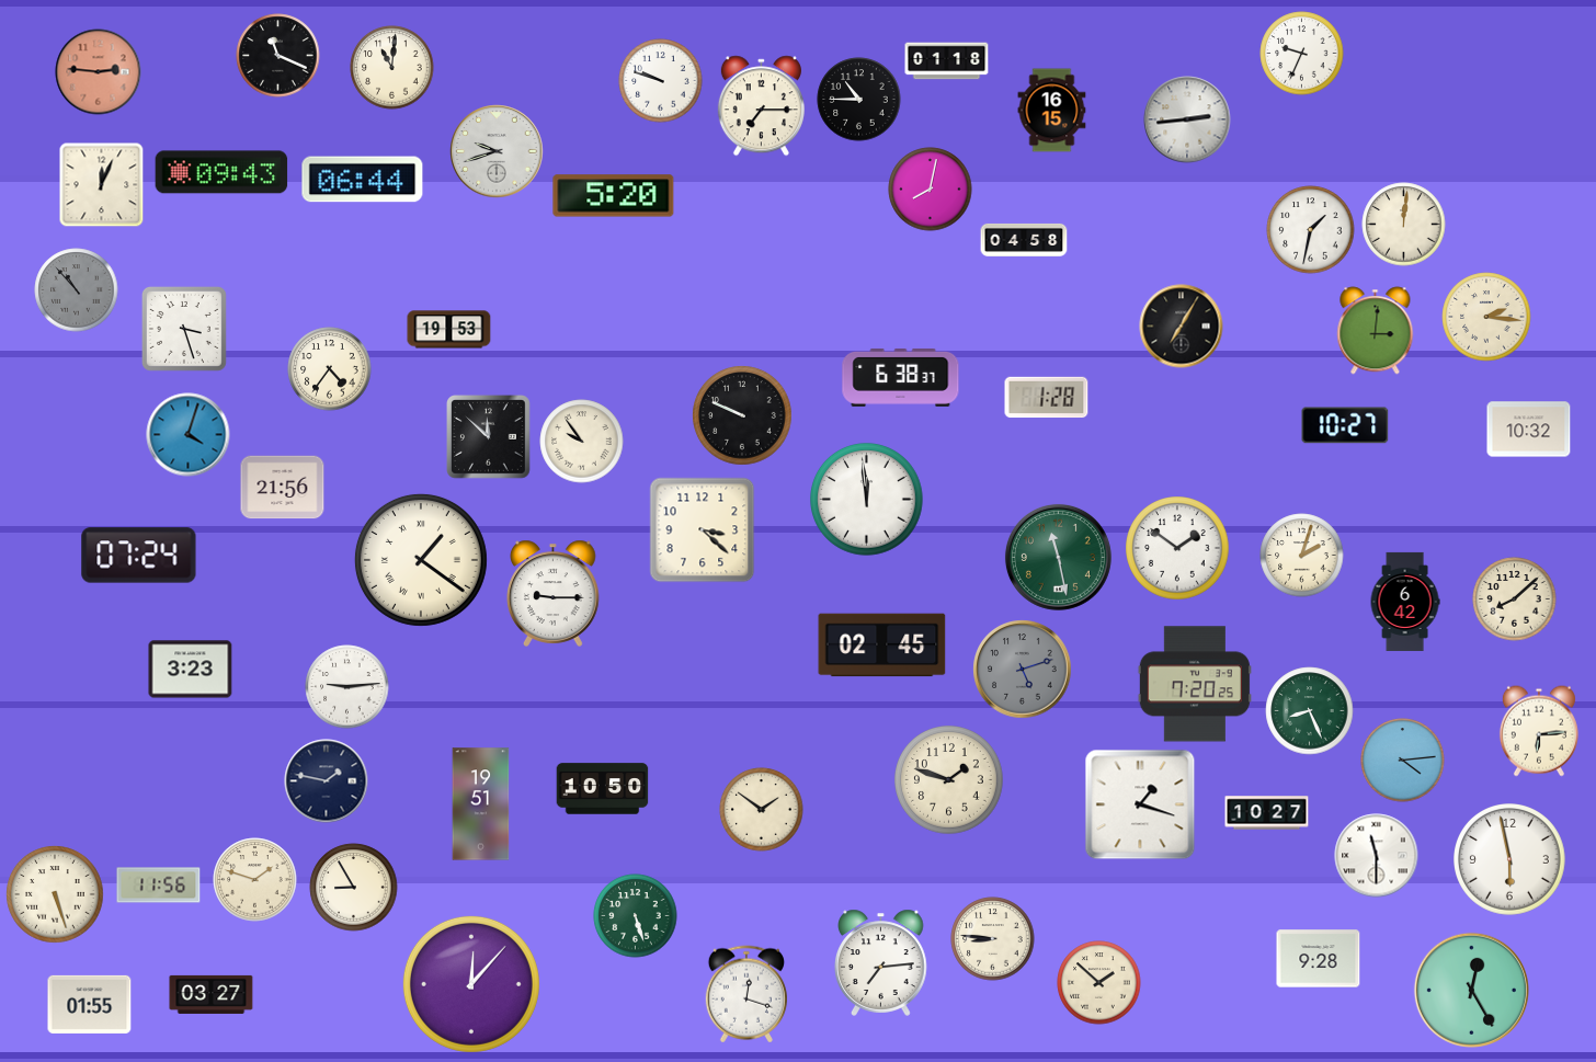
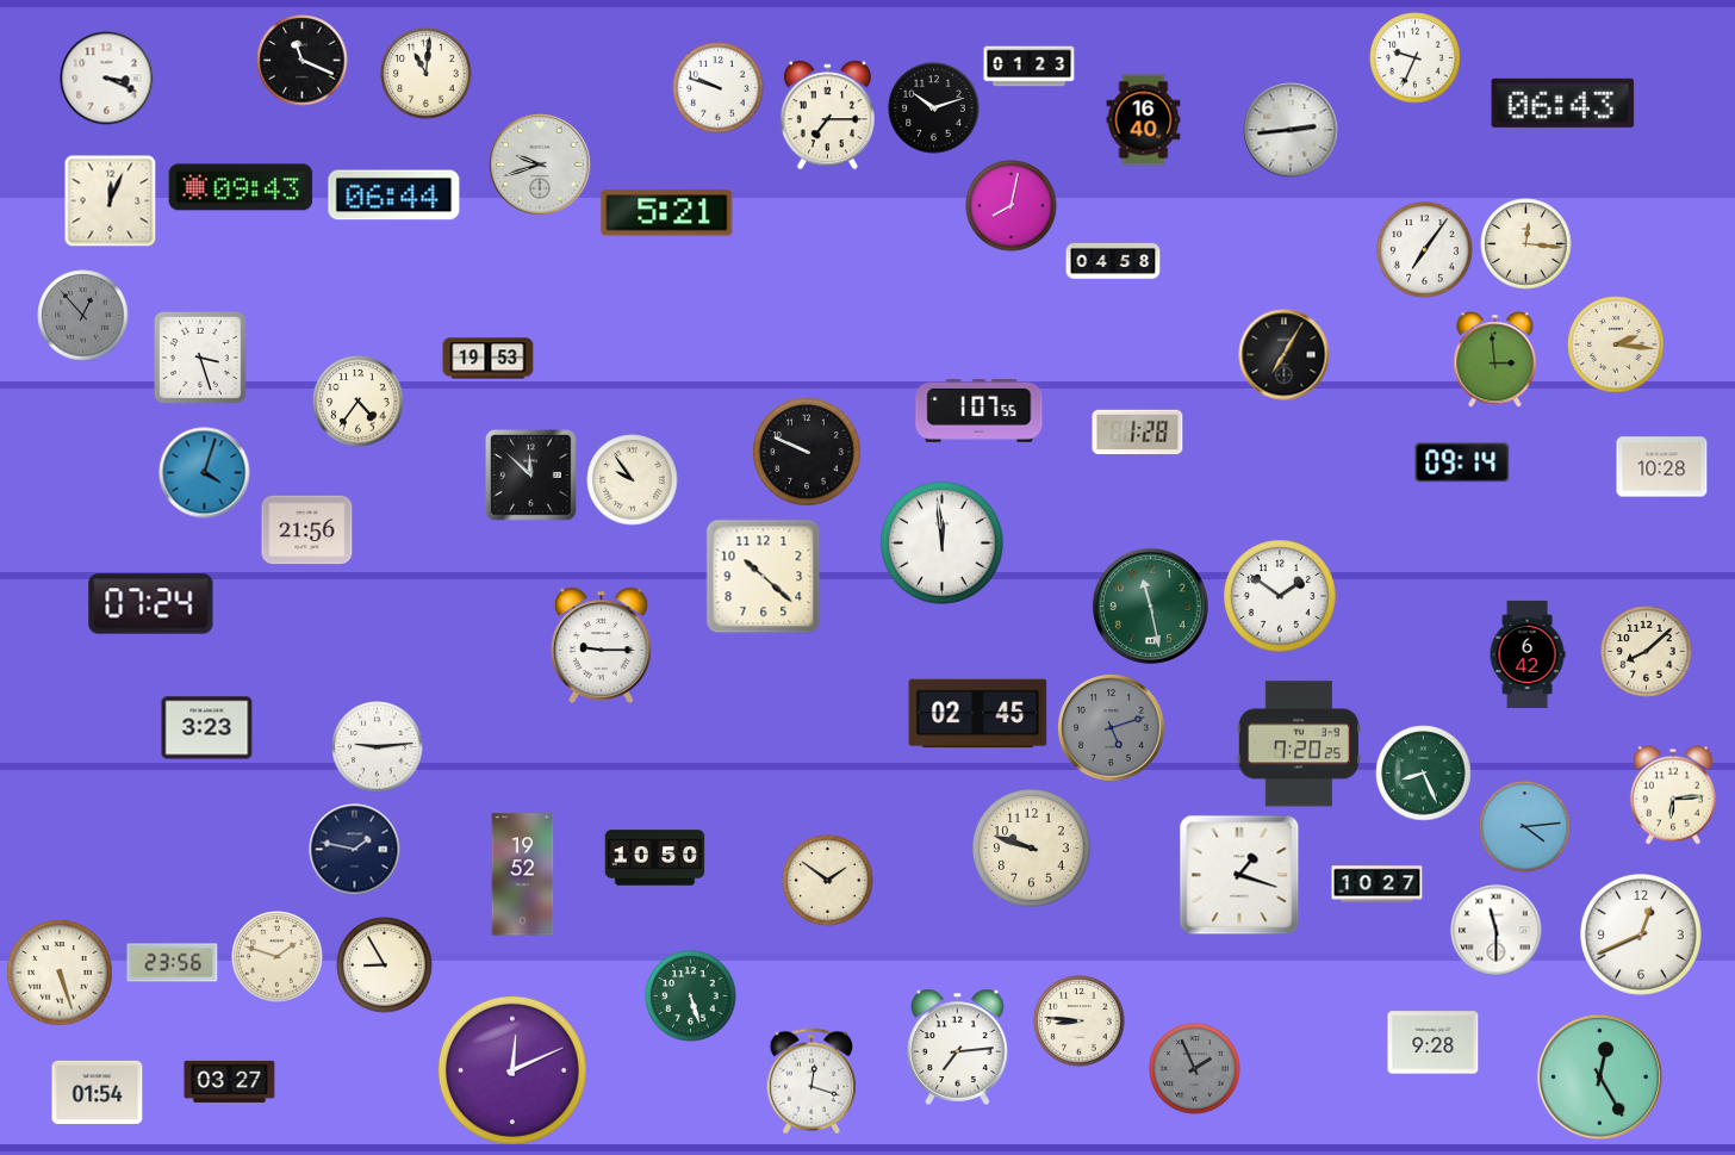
clock at (947, 61): 01:18 -> 01:23
clock at (99, 72): 2:46 -> 3:19
clock at (99, 72) dial: salmon -> white
clock at (1563, 103): none -> 06:43
clock at (859, 100): 10:45 -> 10:12
clock at (1052, 111): 16:15 -> 16:40
clock at (614, 196): 5:20 -> 5:21
clock at (1404, 225): 12:01 -> 12:16
clock at (1311, 230): 1:32 -> 7:06
clock at (77, 290): 10:53 -> 12:53
clock at (1376, 331): 3:01 -> 2:59
clock at (901, 377): 6:38 -> 1:07
clock at (1345, 425): 10:27 -> 09:14
clock at (1529, 430): 10:32 -> 10:28
clock at (703, 530): 3:22 -> 10:22
clock at (1302, 556): 2:03 -> none
clock at (421, 560): 1:21 -> none
clock at (882, 646) position: (882, 646) -> (978, 714)
clock at (949, 780): 1:48 -> 9:48
clock at (481, 804): 19:51 -> 19:52
clock at (1509, 859): 5:58 -> 12:41
clock at (159, 886): 11:56 -> 23:56
clock at (1099, 983): 1:52 -> 1:56
clock at (1099, 983) dial: cream -> grey
clock at (471, 984): 12:07 -> 12:11
clock at (90, 1004): 01:55 -> 01:54
